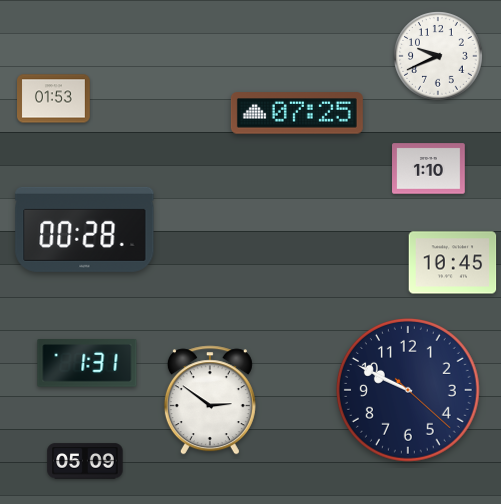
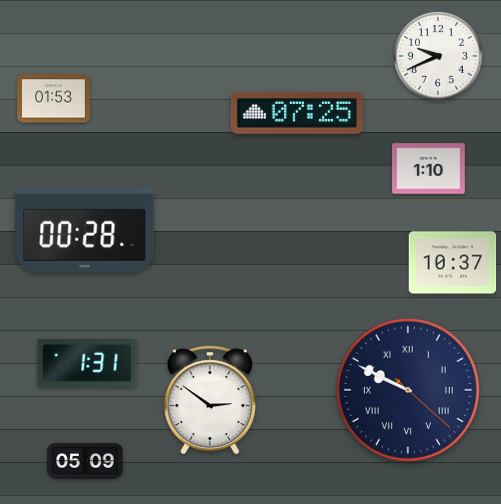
clock at (453, 263): 10:45 -> 10:37
clock at (408, 390) numerals: Arabic -> Roman
